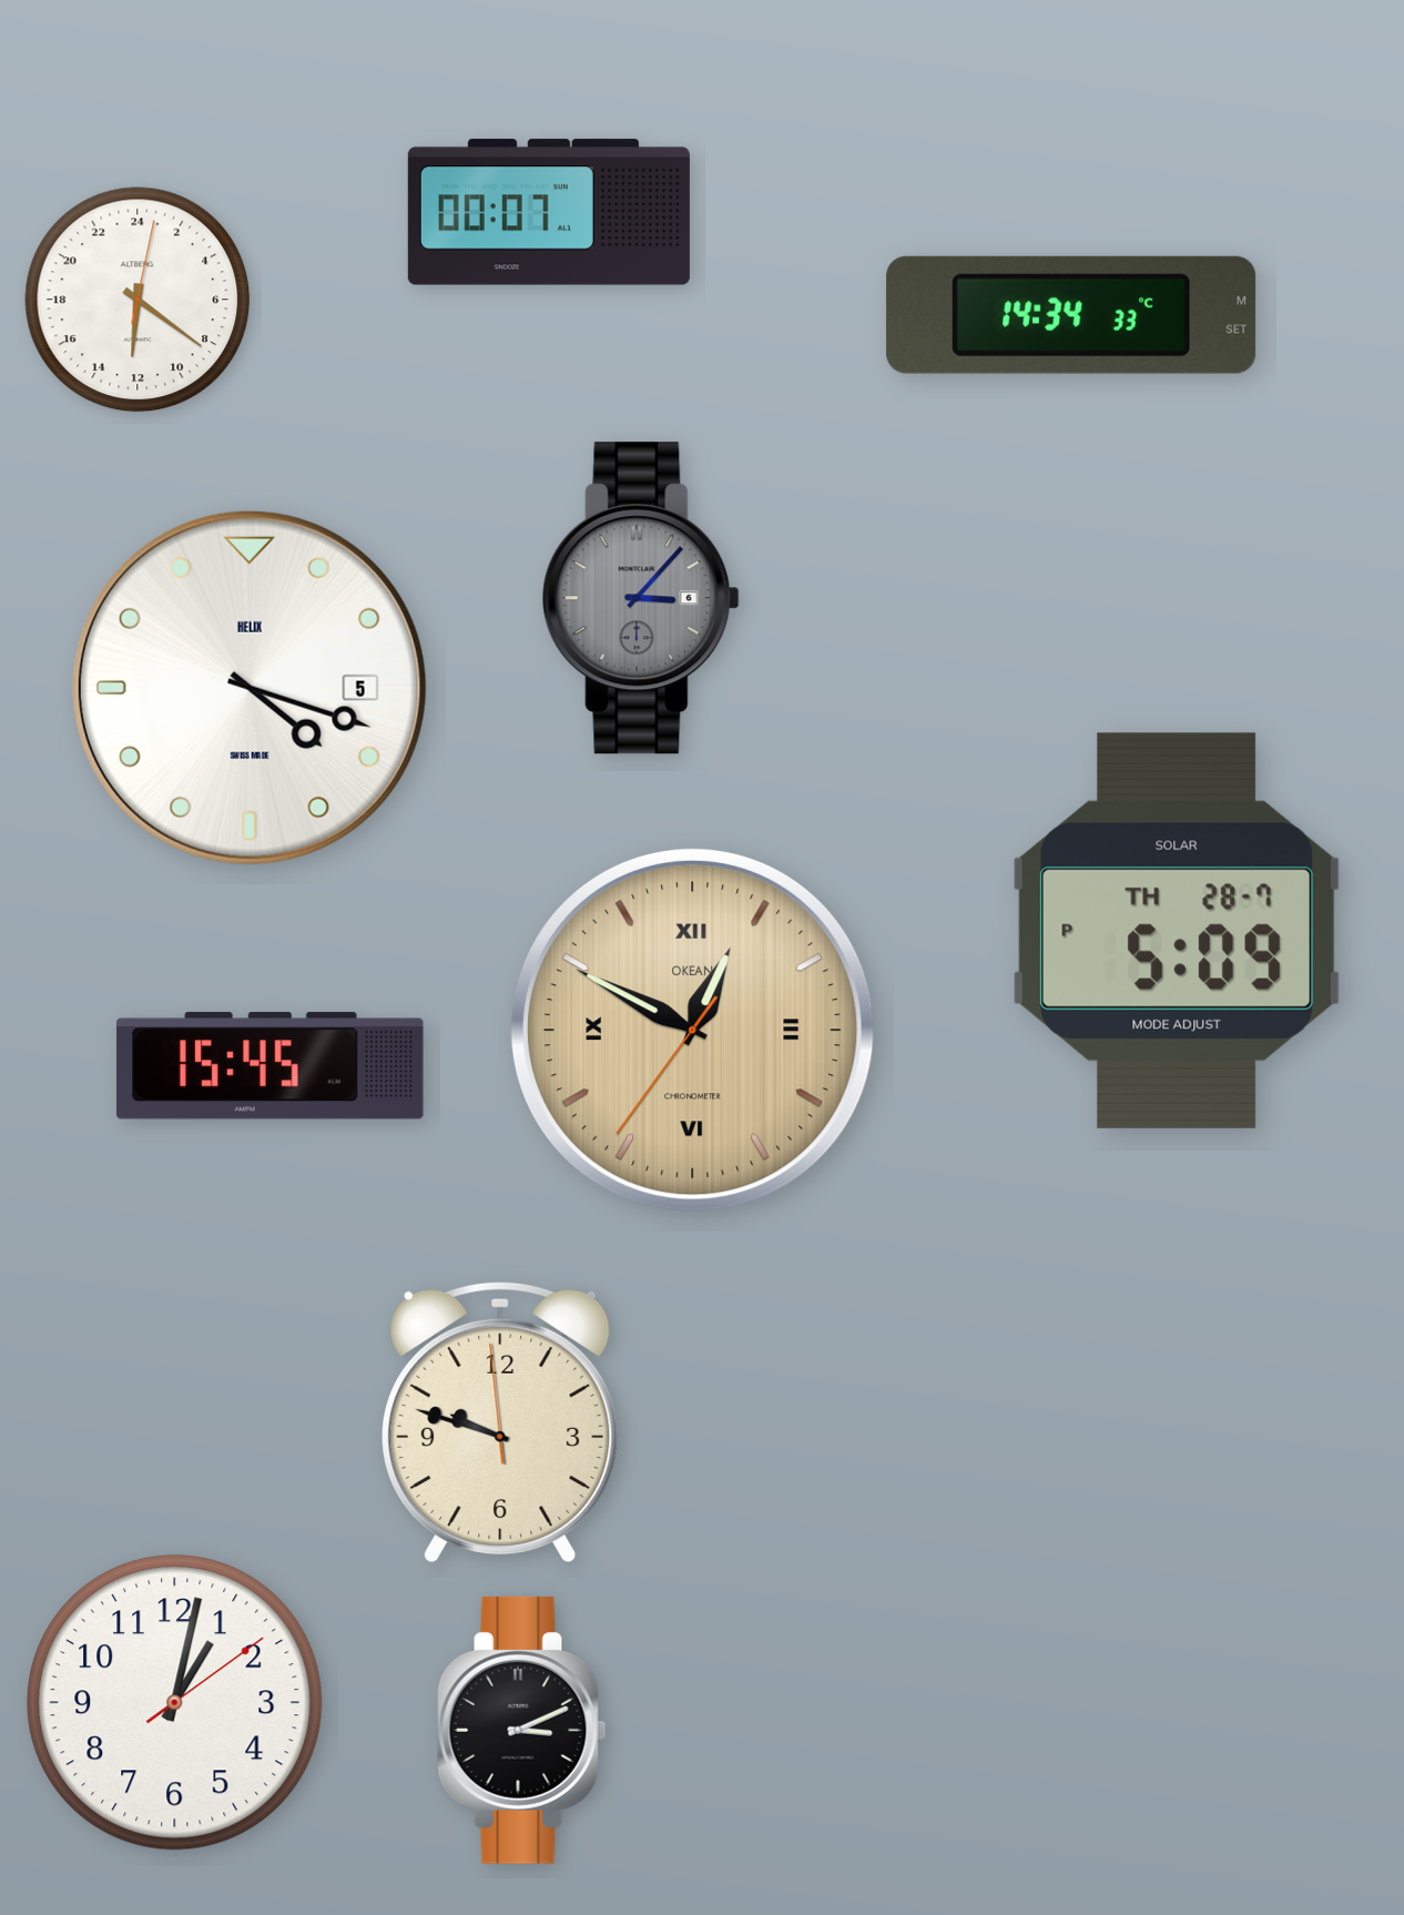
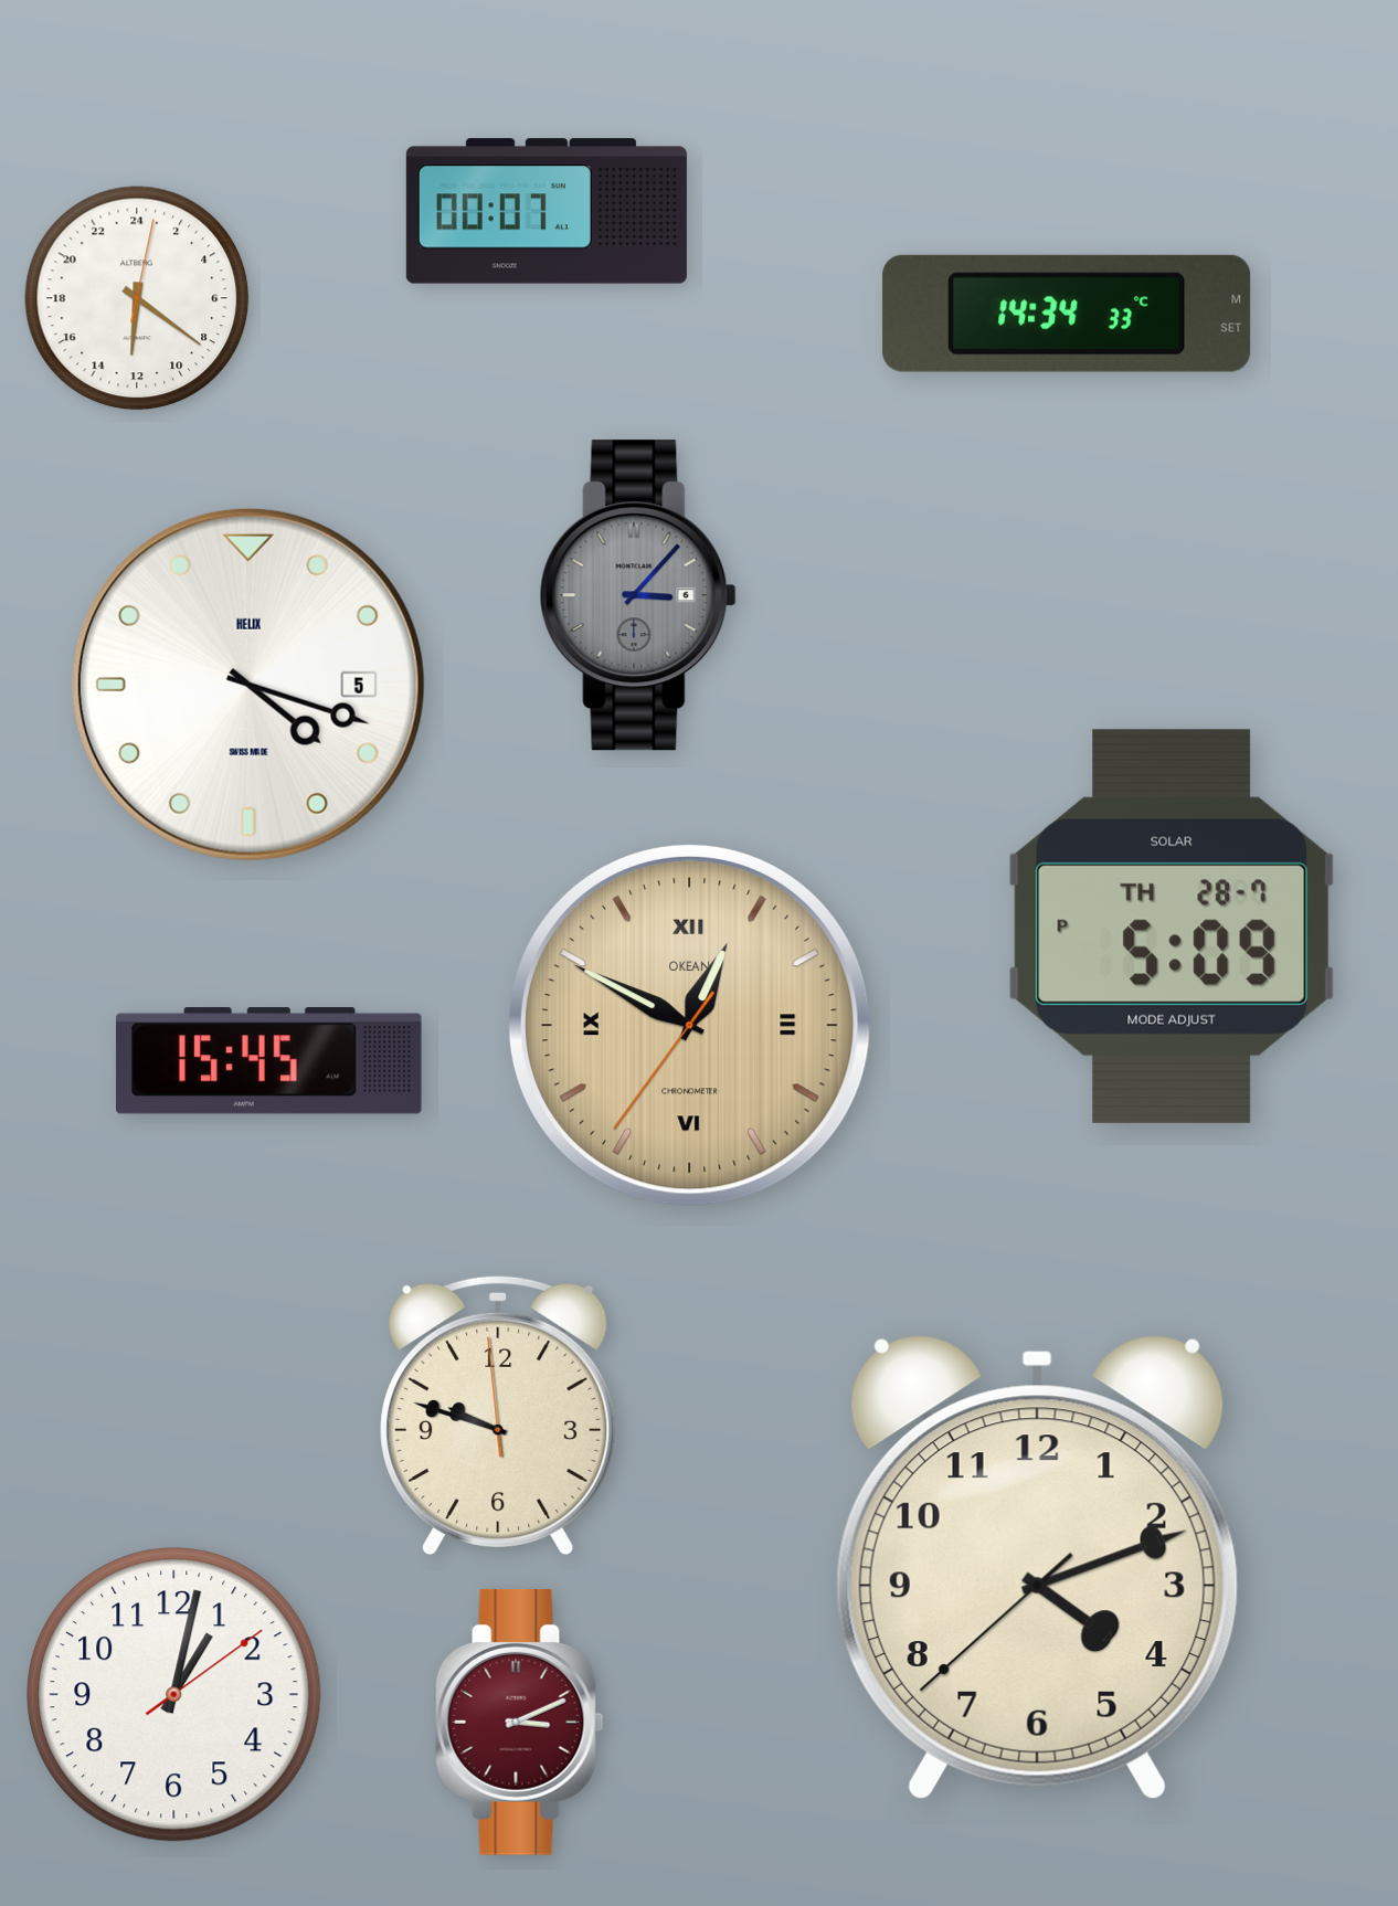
clock at (1037, 1567): none -> 4:11
clock at (522, 1730) dial: black -> burgundy
